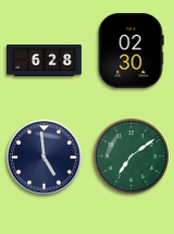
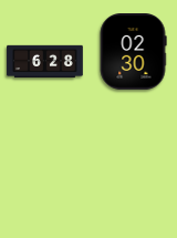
clock at (130, 156): 7:09 -> none
clock at (45, 158): 4:59 -> none
